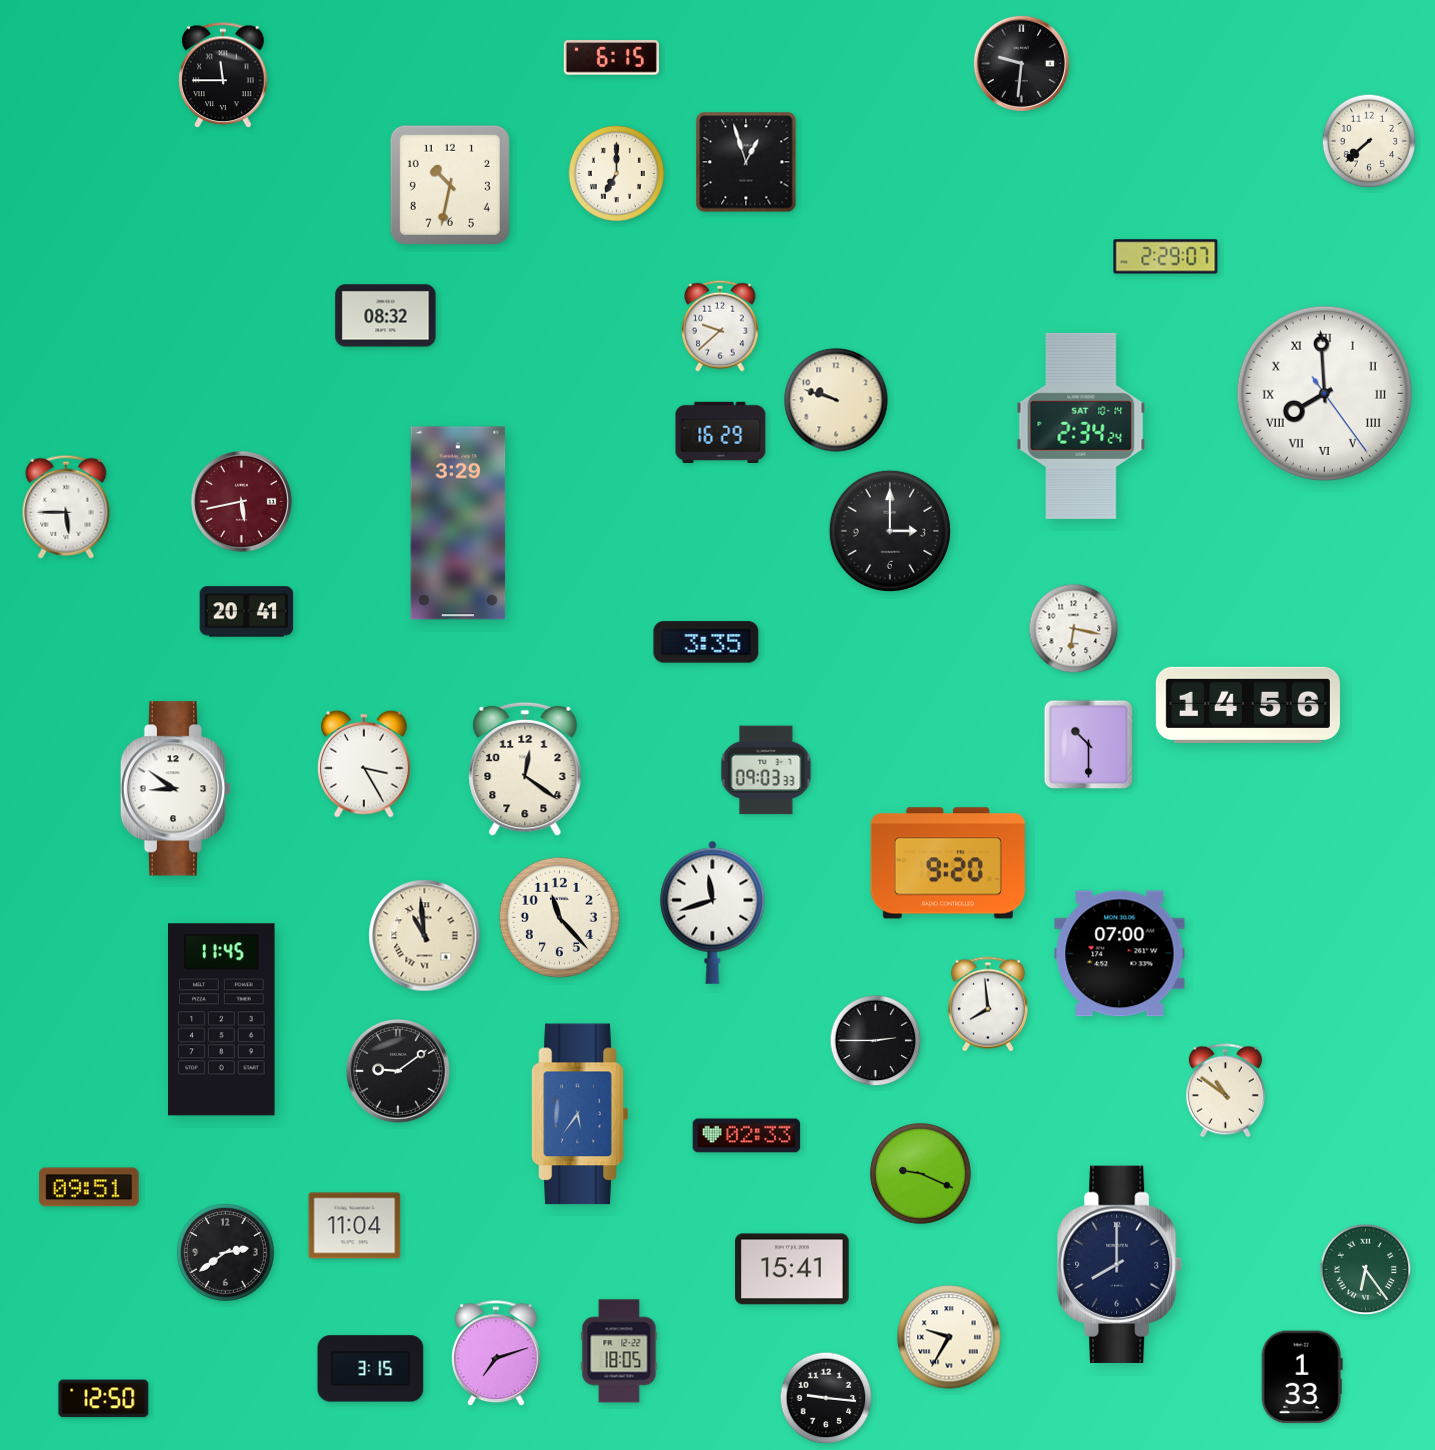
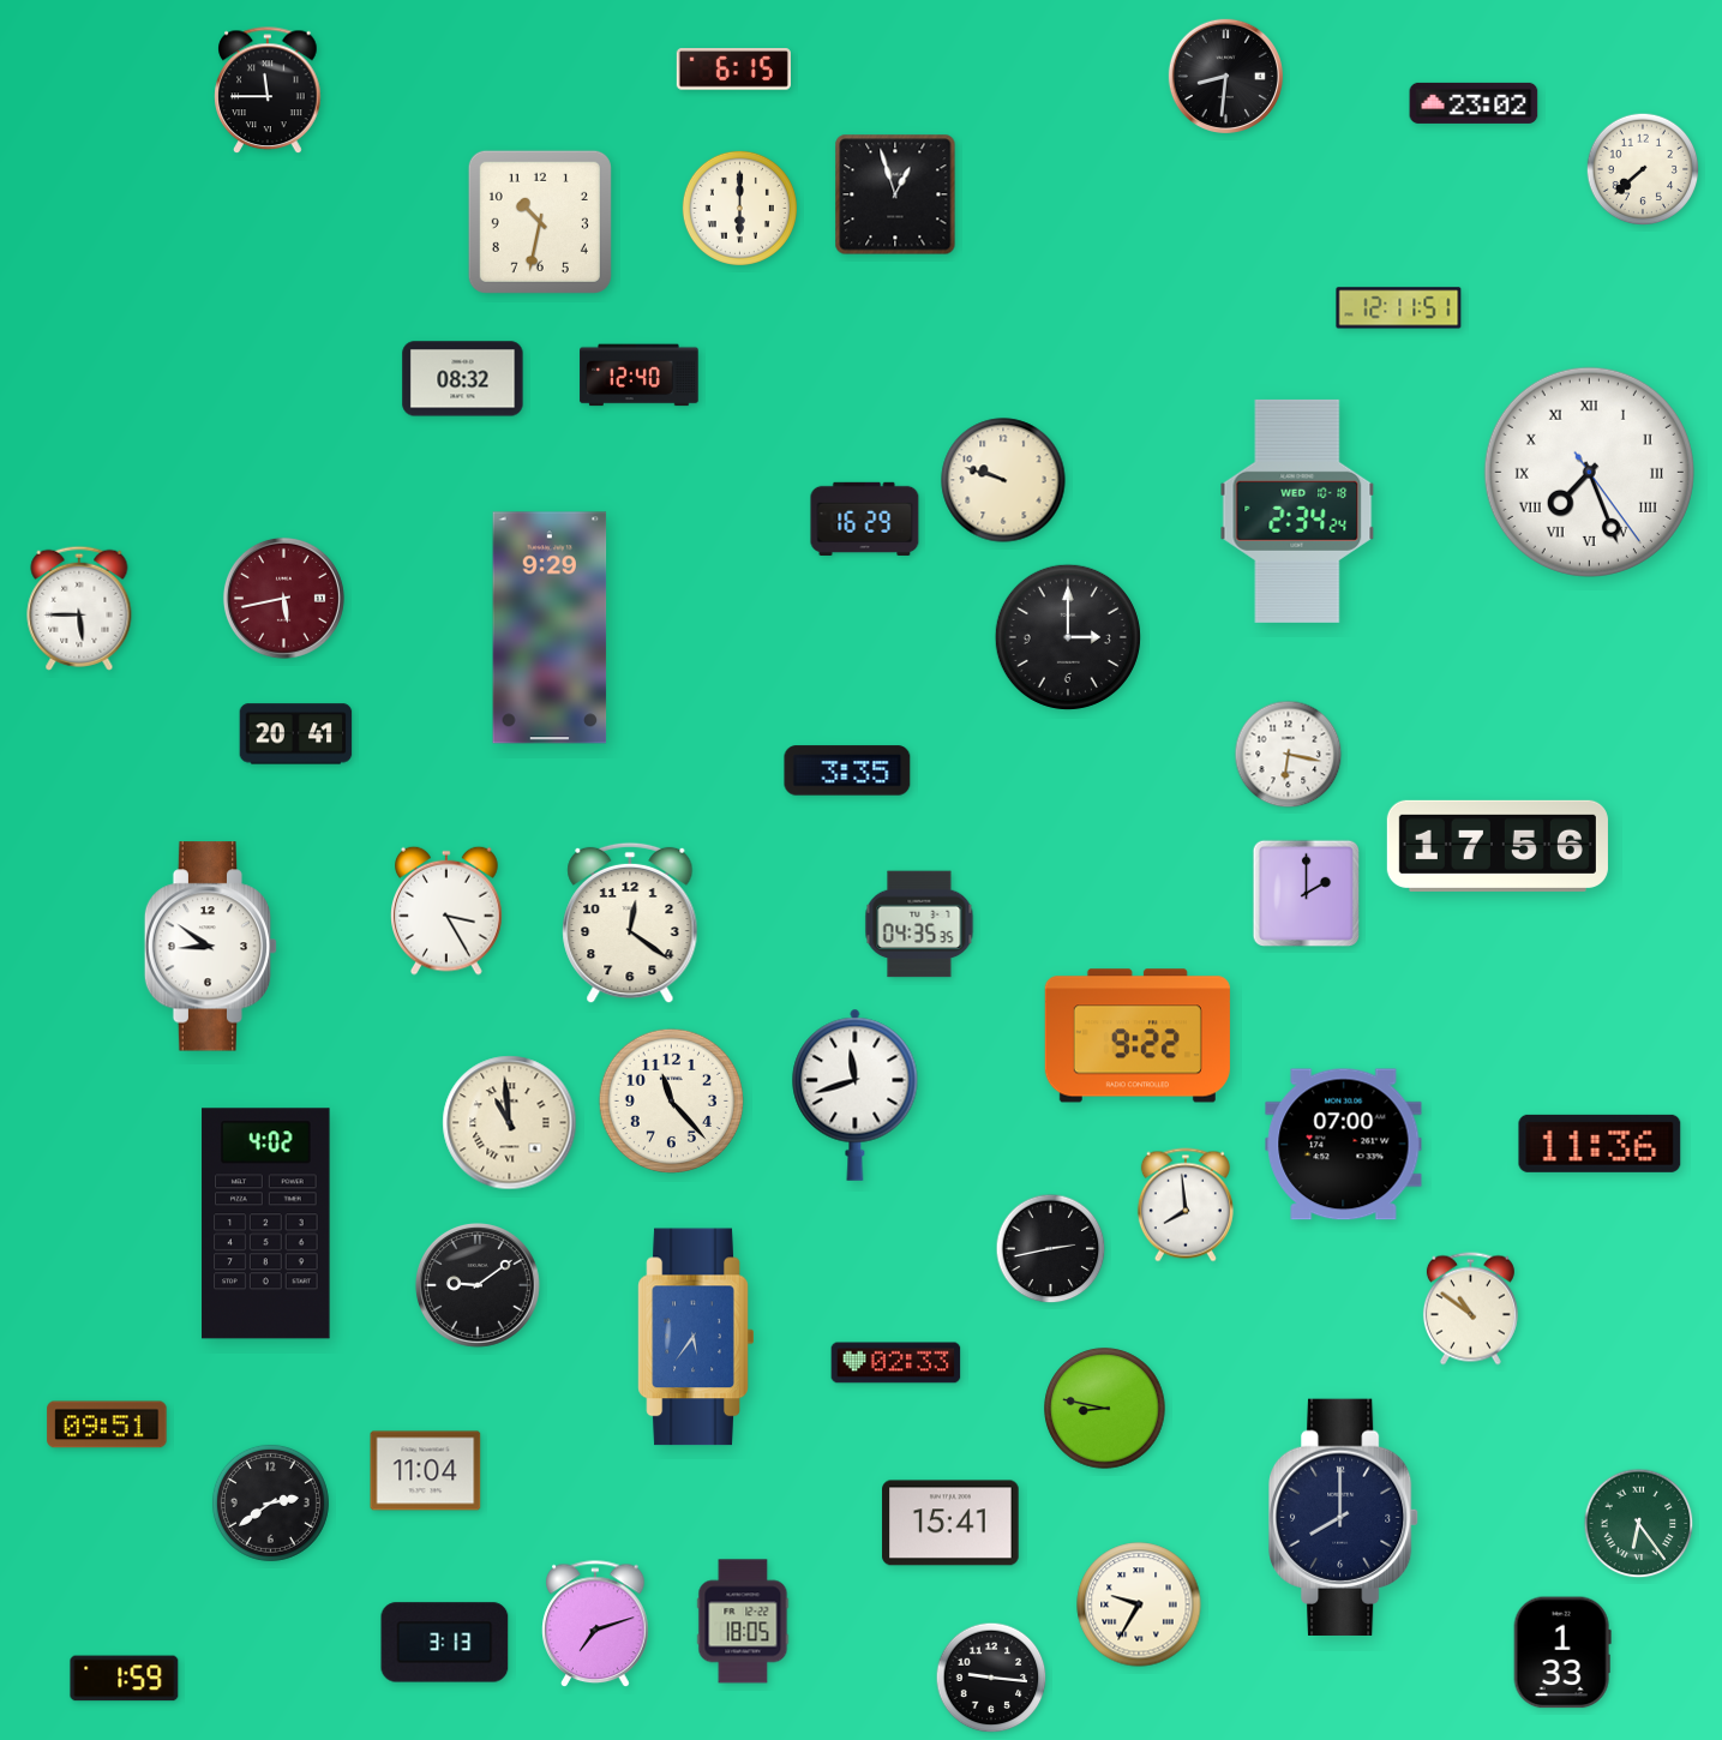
clock at (1021, 63): 9:31 -> 8:31
clock at (1474, 103): none -> 23:02
clock at (616, 173): 7:00 -> 6:00
clock at (1166, 257): 2:29 -> 12:11
clock at (640, 376): none -> 12:40
clock at (720, 326): 9:38 -> none
clock at (1324, 393): 7:59 -> 7:26
clock at (1081, 426) date: SAT 10-14 -> WED 10-18
clock at (241, 501) position: (241, 501) -> (283, 598)
clock at (458, 523): 3:29 -> 9:29
clock at (1248, 705): 14:56 -> 17:56
clock at (1088, 744): 10:30 -> 2:00
clock at (365, 764) position: (365, 764) -> (448, 911)
clock at (766, 770): 09:03 -> 04:35
clock at (948, 863): 9:20 -> 9:22
clock at (1600, 1144): none -> 11:36
clock at (222, 1020): 11:45 -> 4:02
clock at (876, 1041): 2:45 -> 2:43
clock at (921, 1174): 9:19 -> 8:47
clock at (371, 1369): 3:15 -> 3:13
clock at (104, 1399): 12:50 -> 1:59
